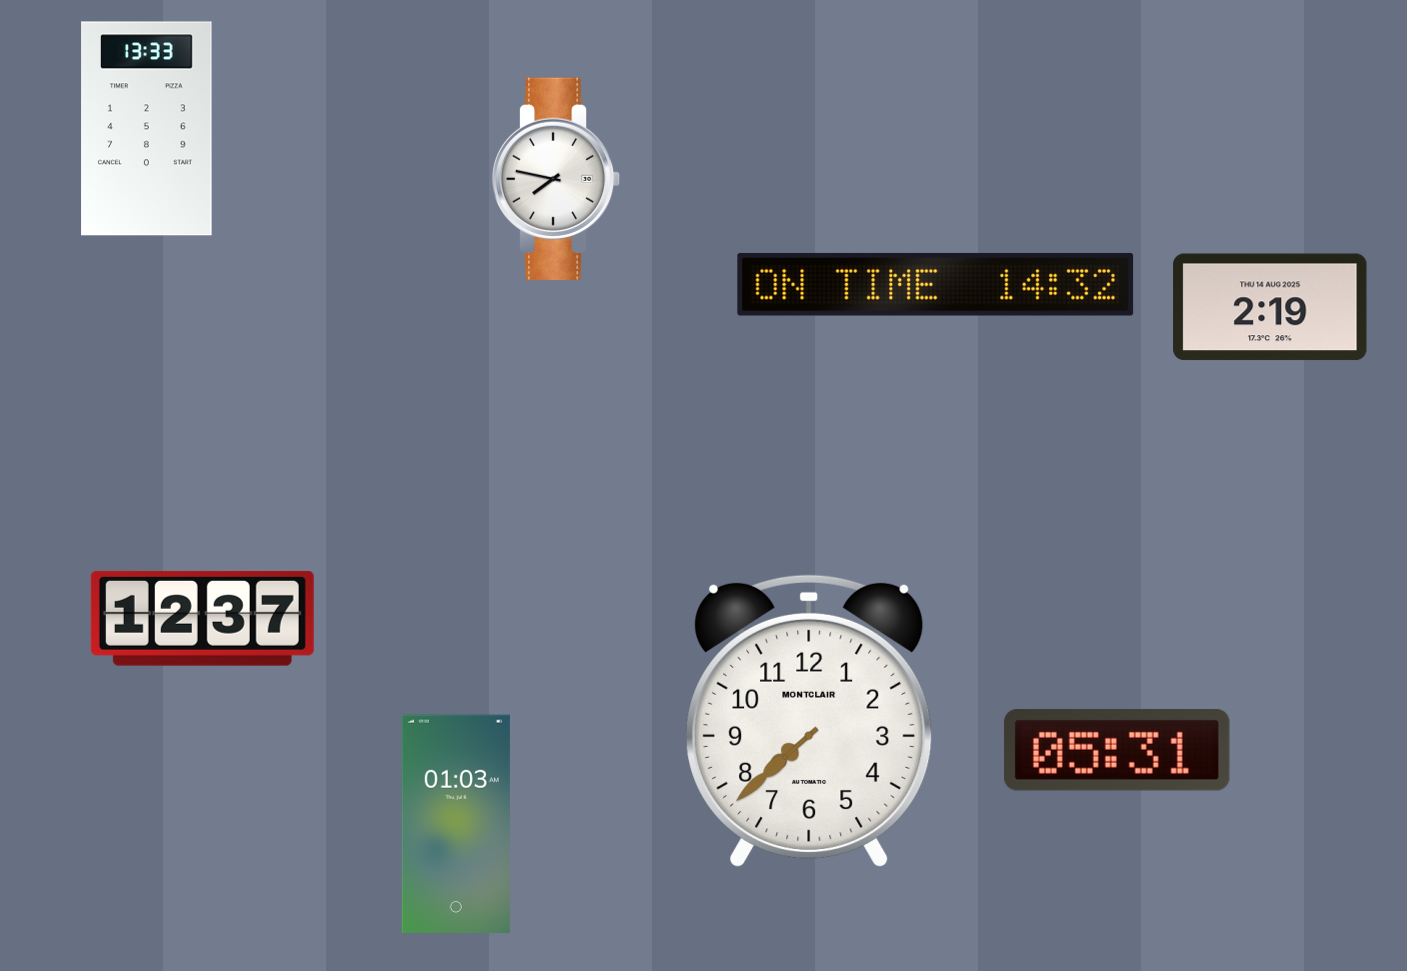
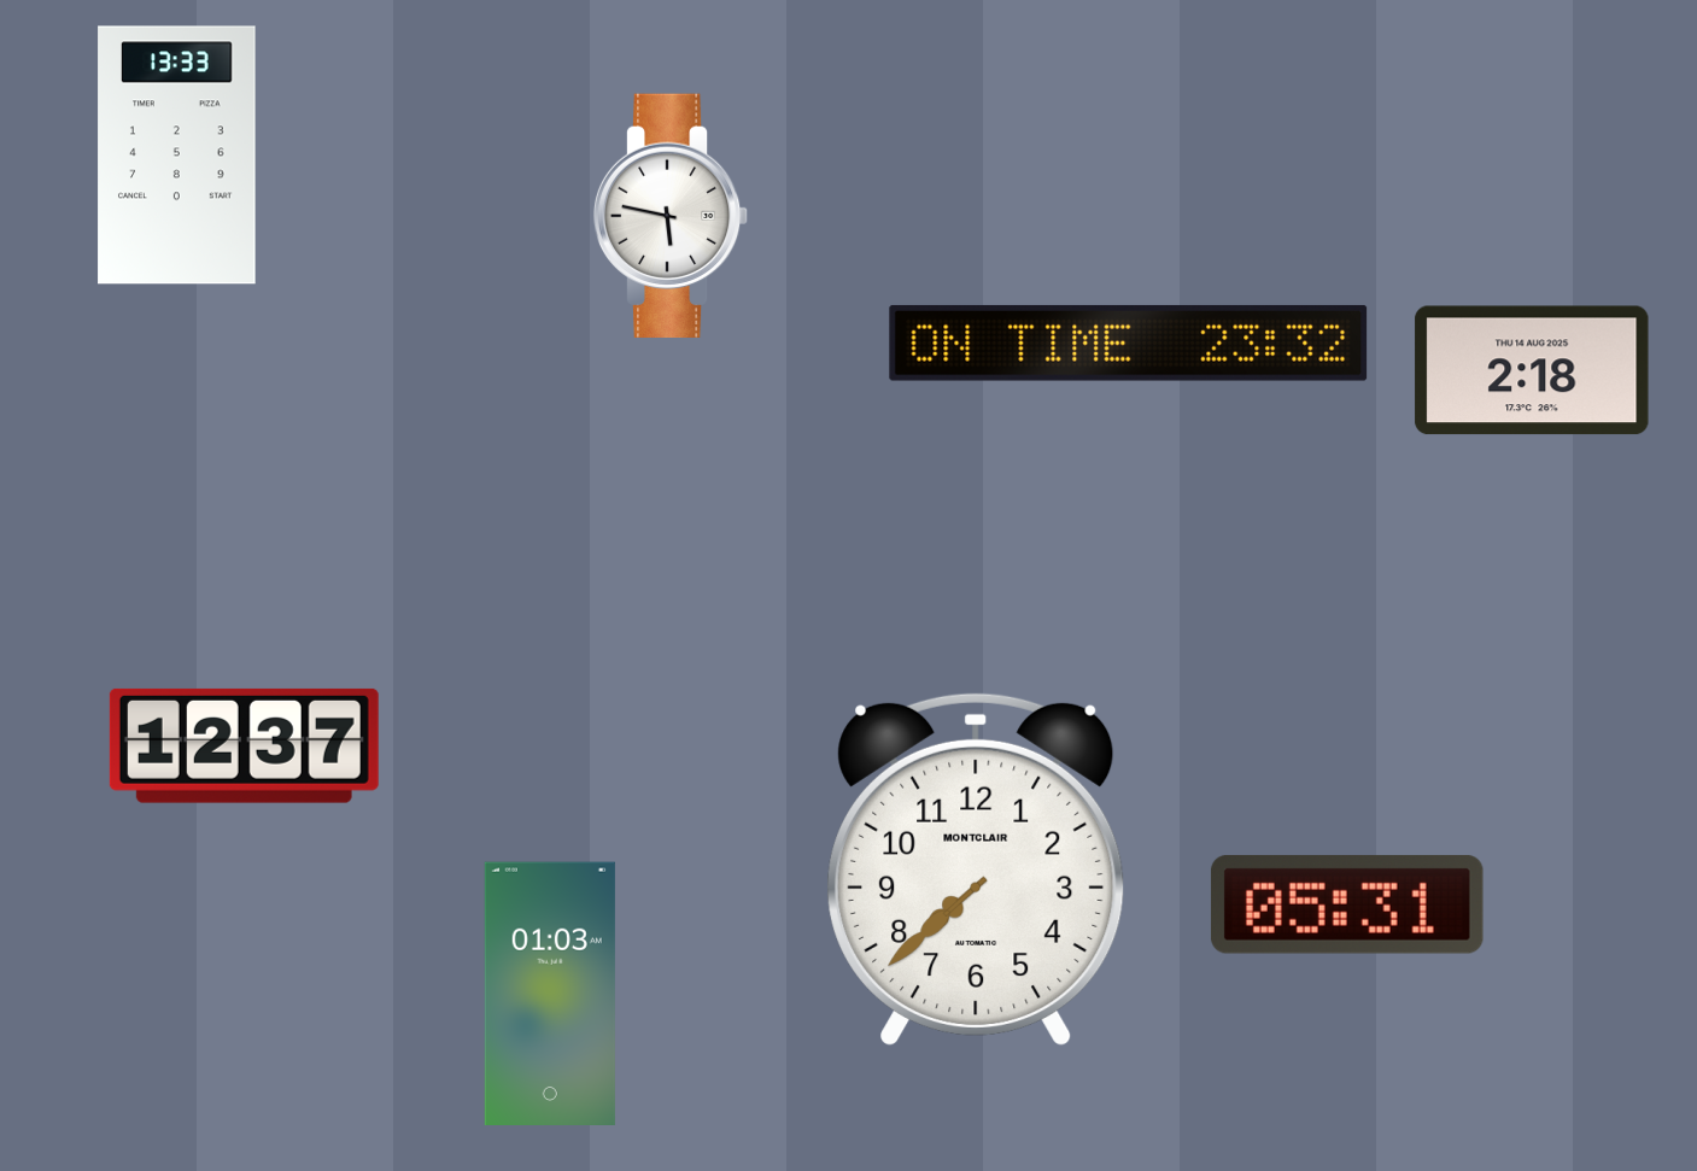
clock at (556, 179): 7:47 -> 5:47
clock at (936, 284): 14:32 -> 23:32
clock at (1270, 307): 2:19 -> 2:18
